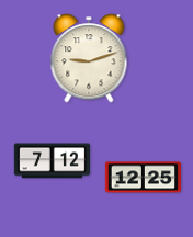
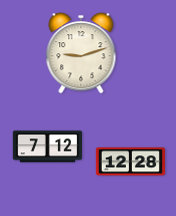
clock at (143, 178): 12:25 -> 12:28
